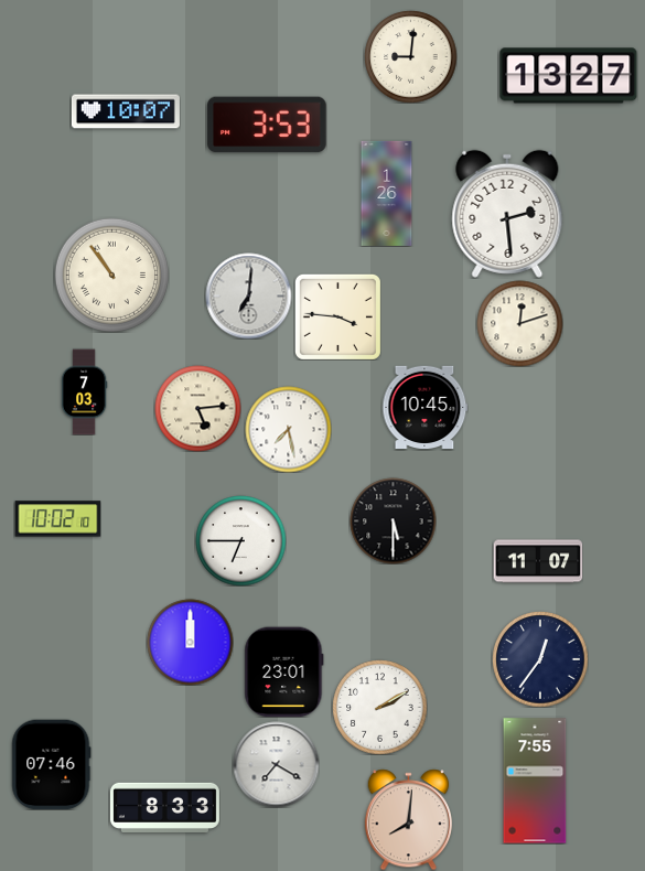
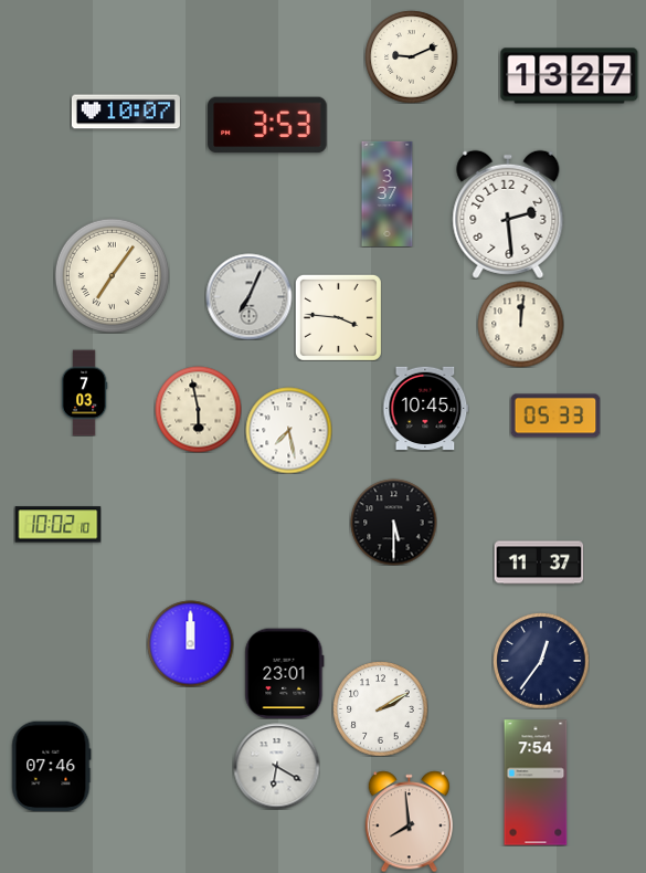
clock at (410, 56): 9:01 -> 9:11
clock at (387, 193): 1:26 -> 3:37
clock at (111, 275): 10:54 -> 7:06
clock at (248, 295): 7:01 -> 7:04
clock at (519, 323): 12:12 -> 12:01
clock at (197, 408): 5:14 -> 5:58
clock at (555, 416): none -> 05:33
clock at (57, 519) position: (57, 519) -> (57, 525)
clock at (240, 540): 6:45 -> none
clock at (538, 561): 11:07 -> 11:37
clock at (276, 764): 7:20 -> 6:20
clock at (535, 781): 7:55 -> 7:54
clock at (164, 807): 8:33 -> none
clock at (408, 819): 8:01 -> 7:59
